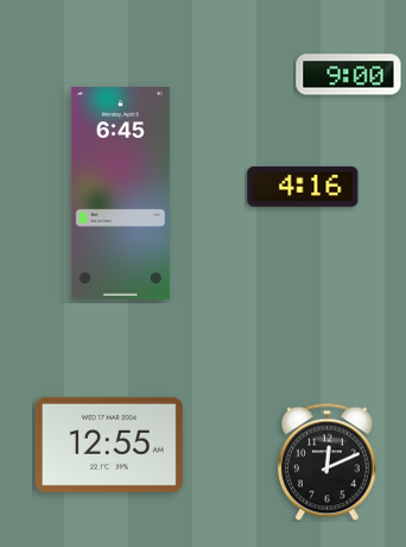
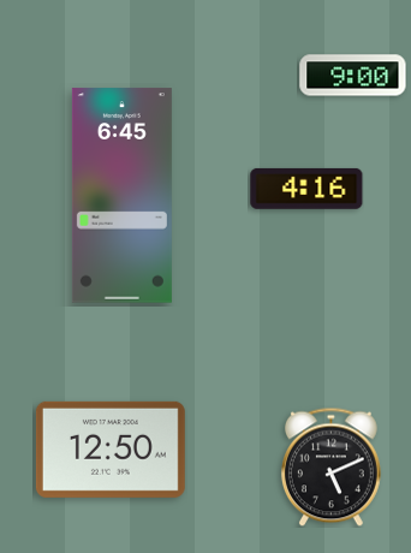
clock at (109, 445): 12:55 -> 12:50
clock at (326, 461): 12:11 -> 5:11
